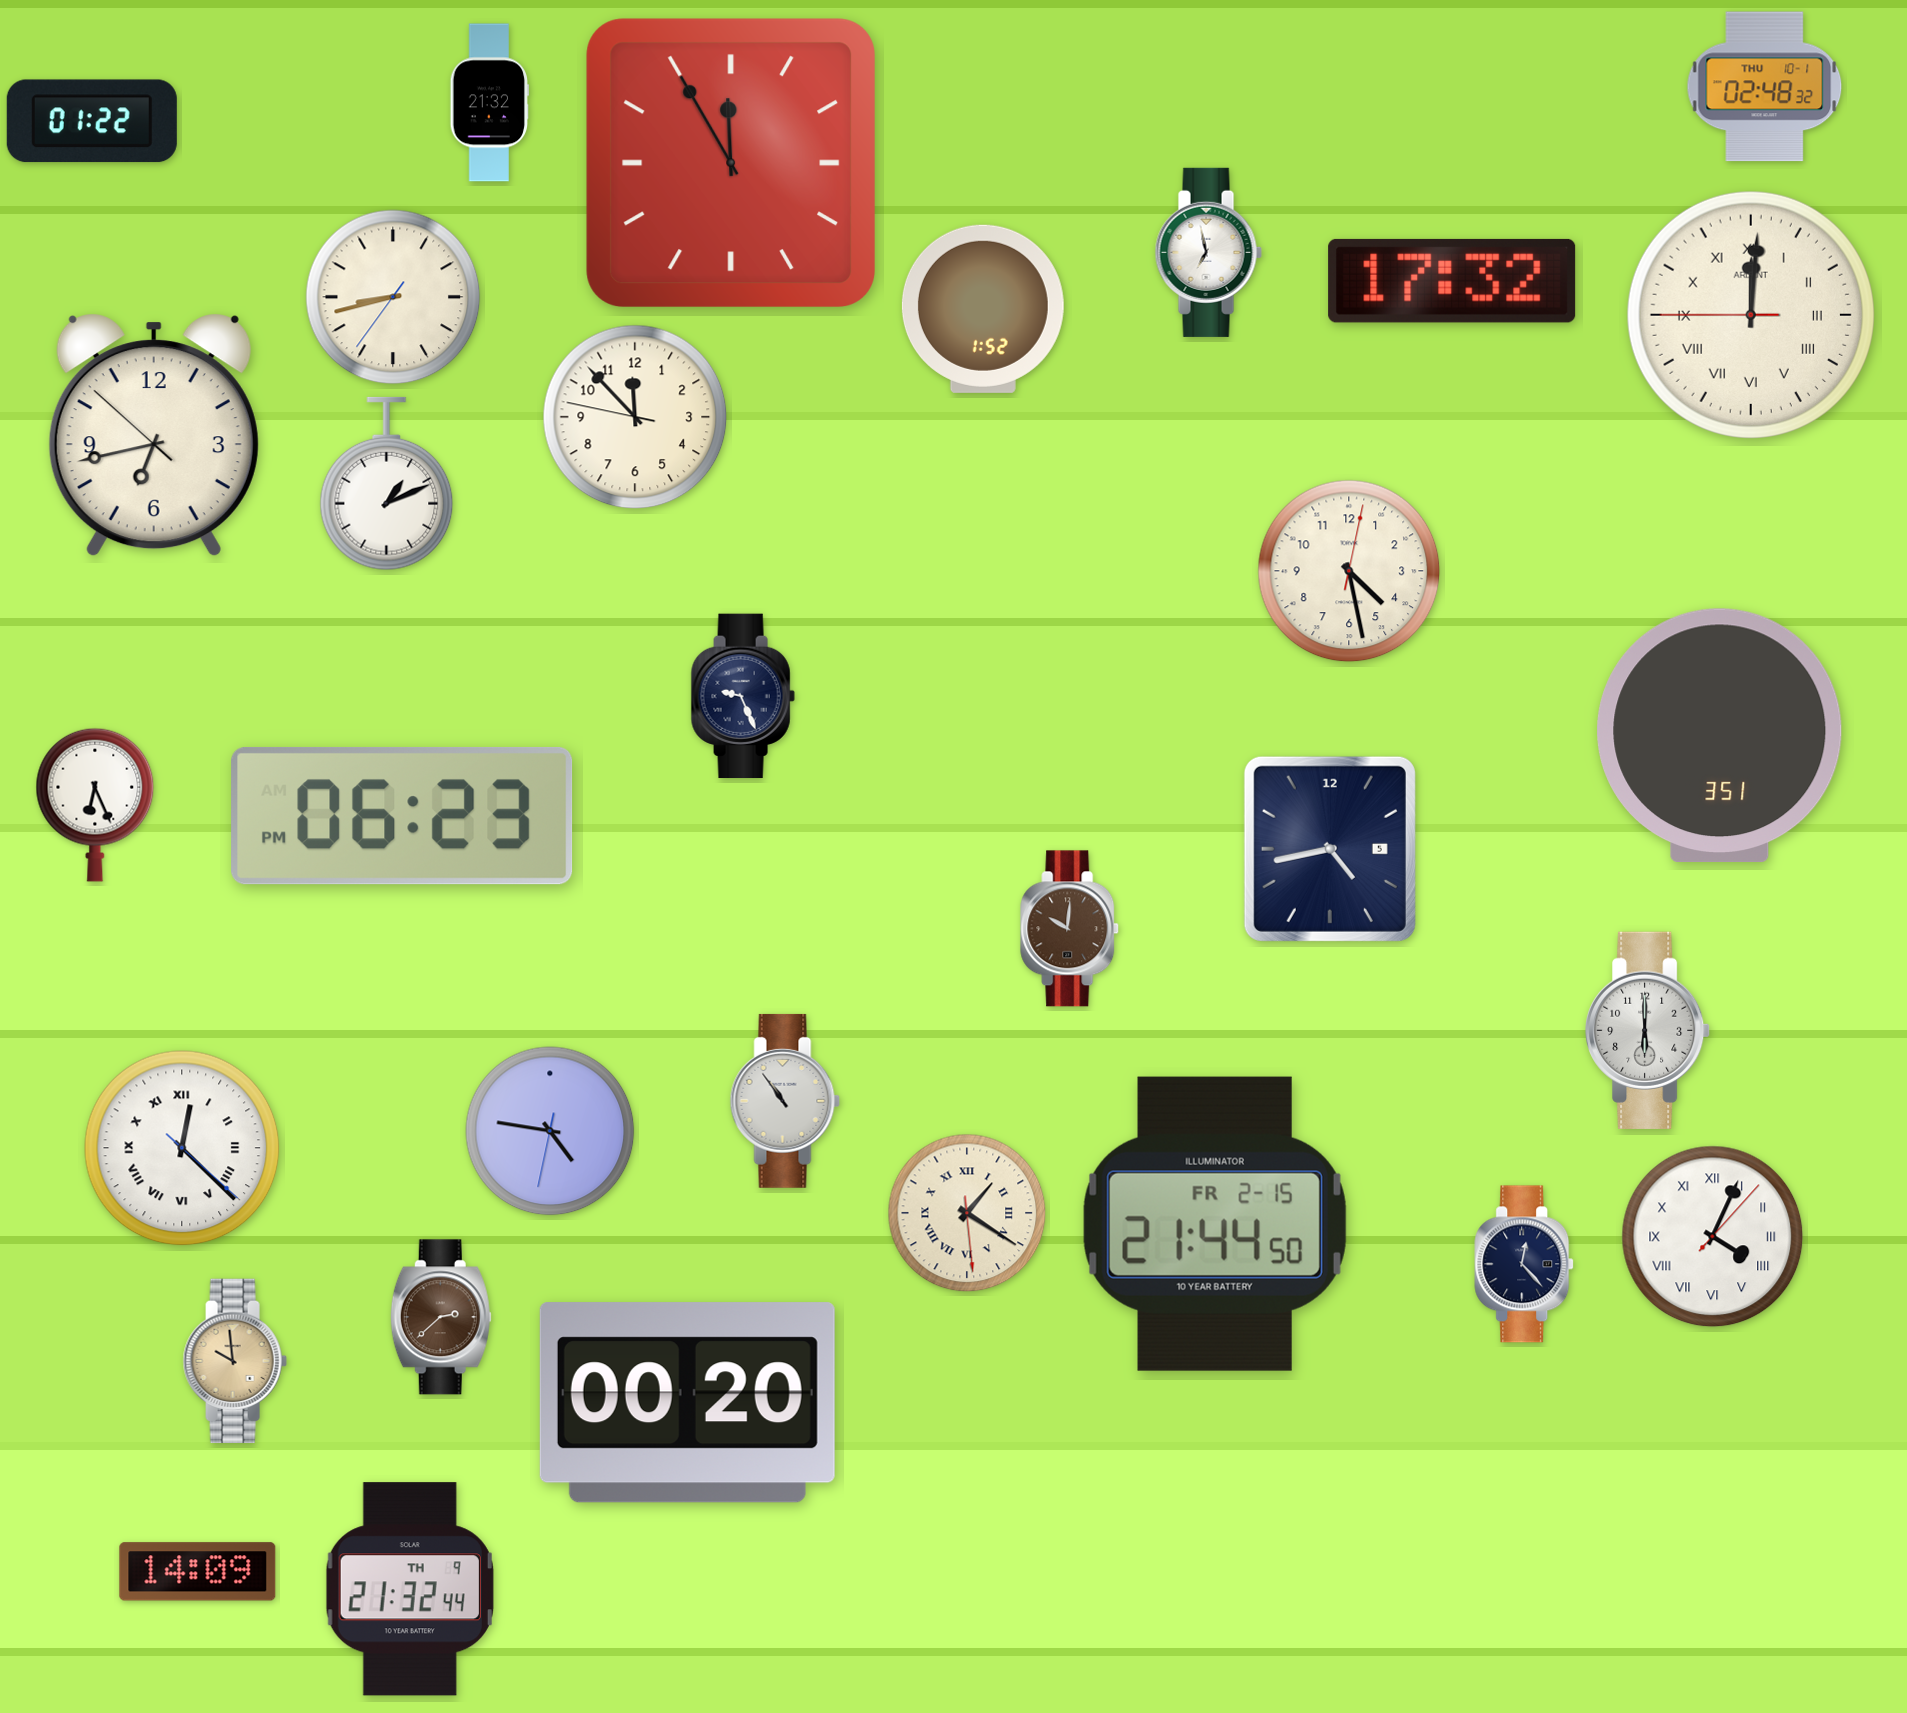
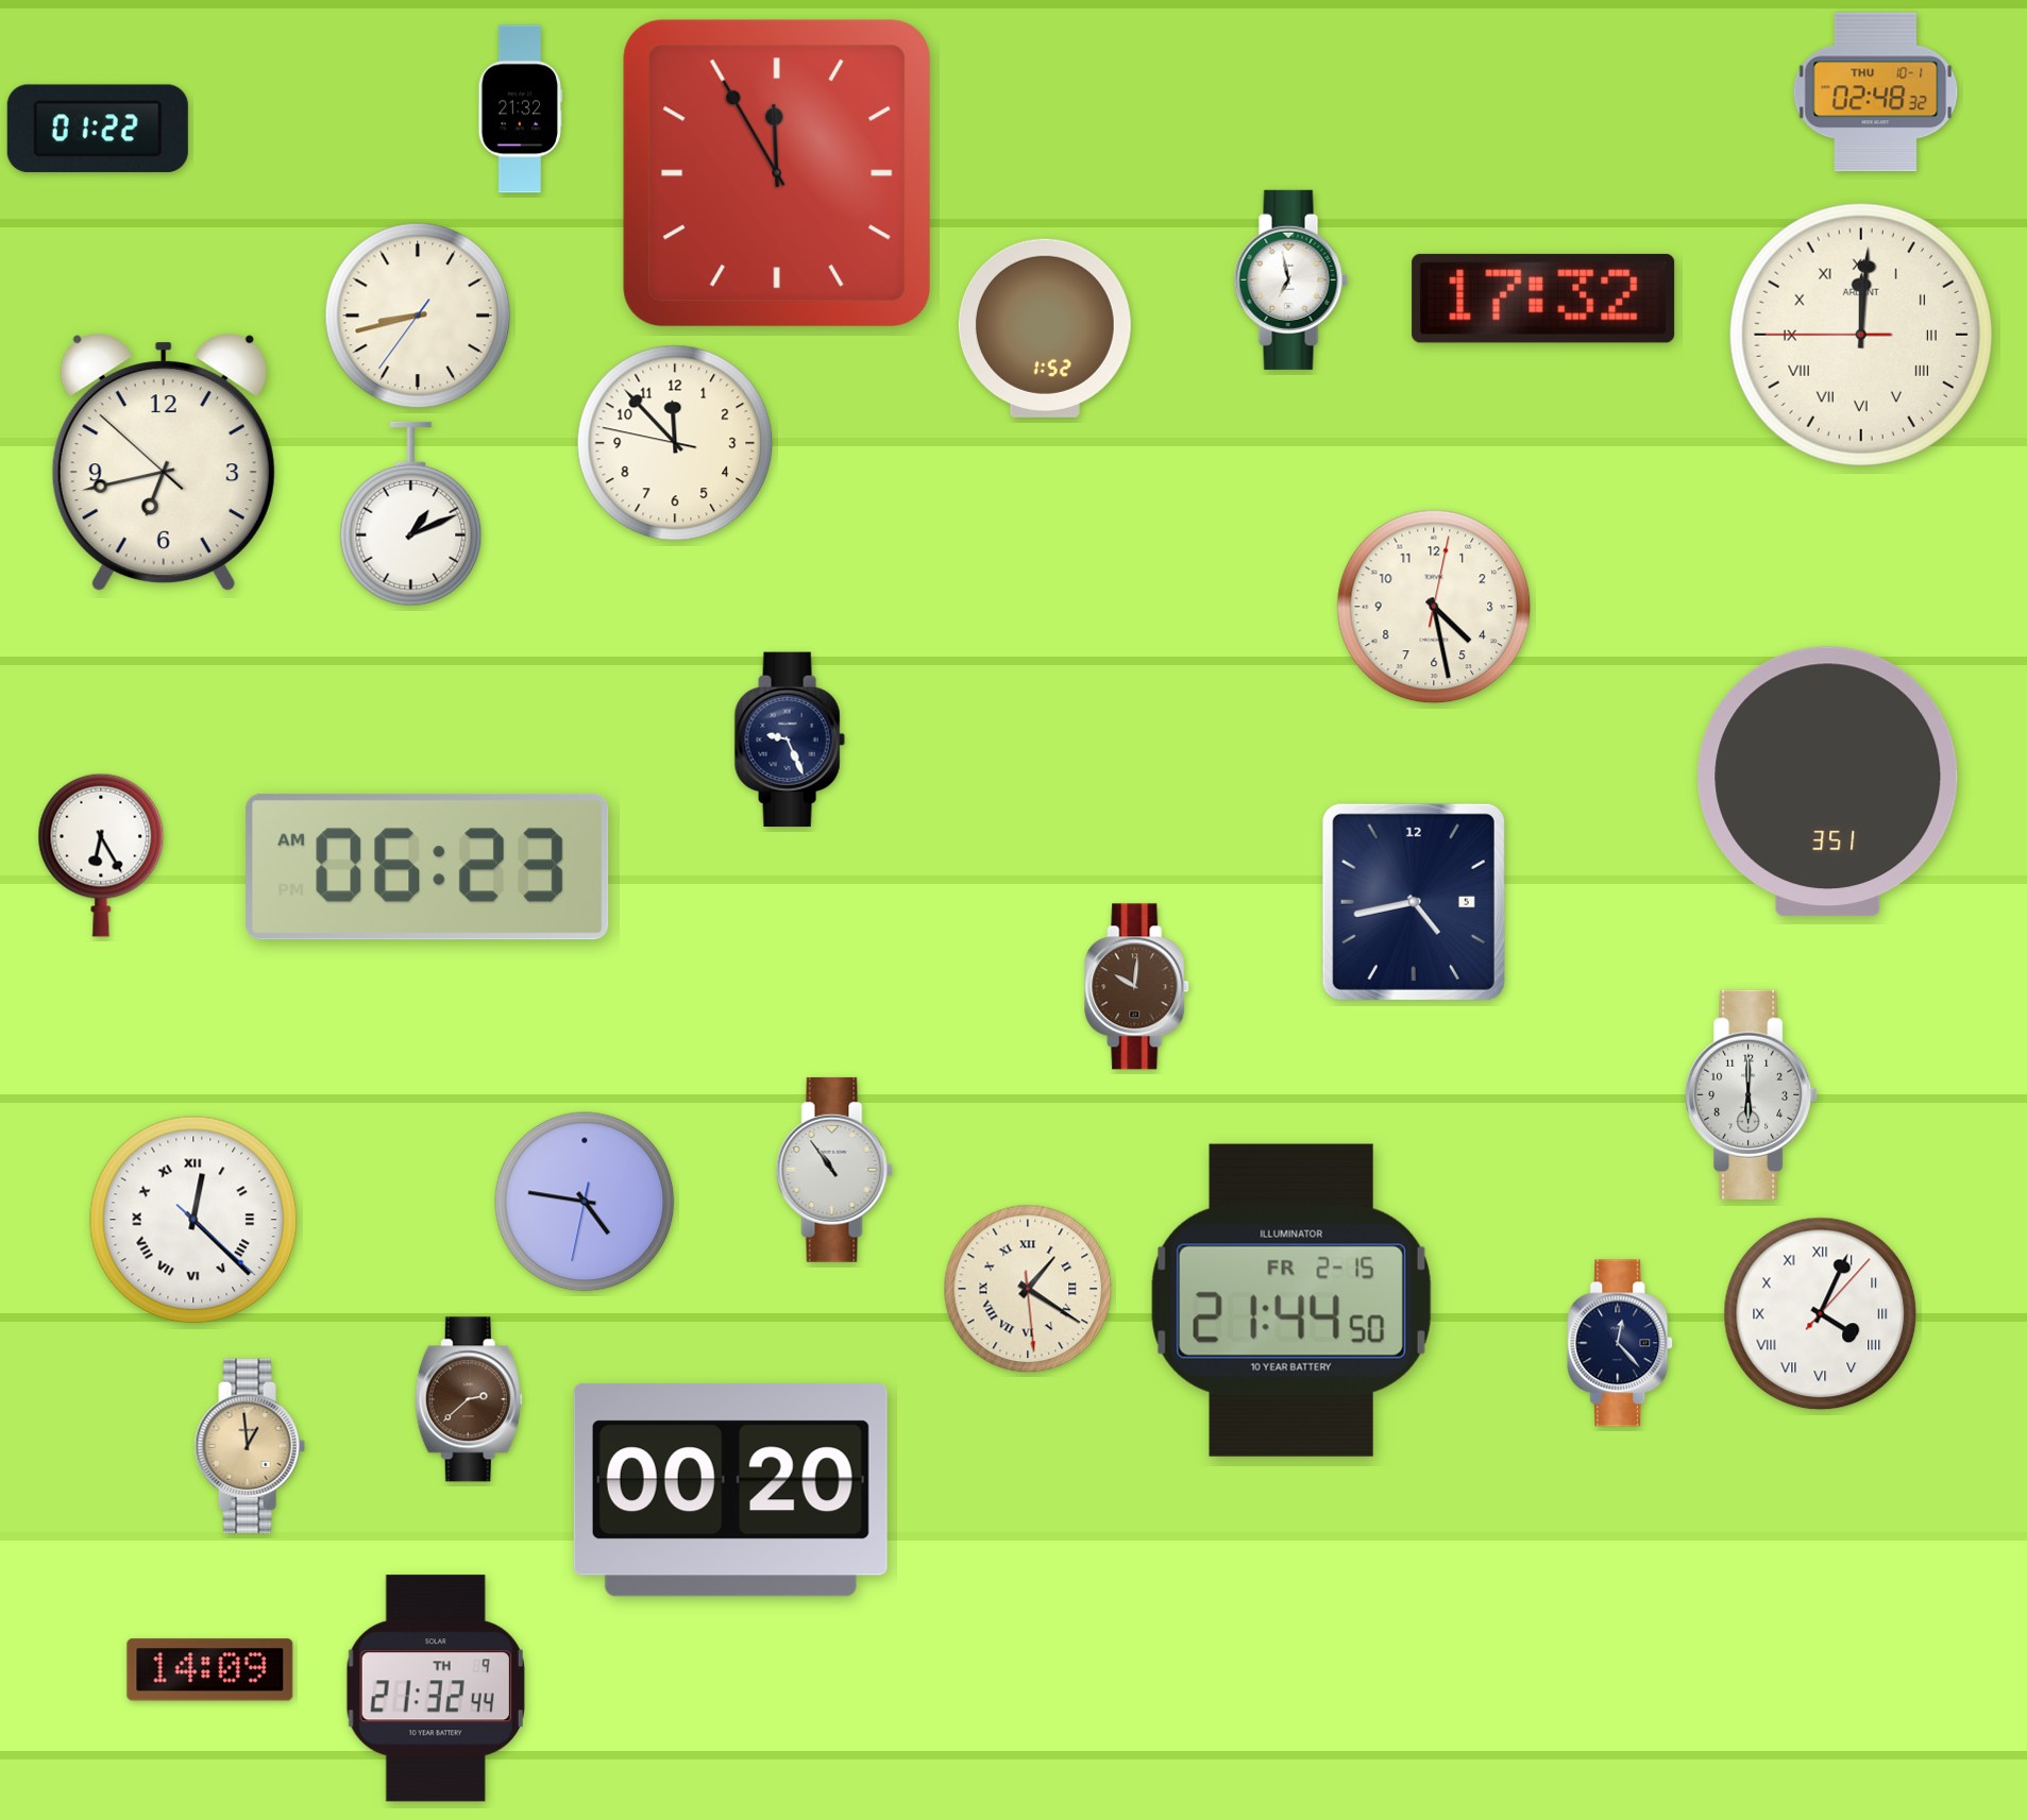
clock at (1208, 252) position: (1208, 252) -> (1290, 279)
clock at (95, 805): 6:26 -> 6:25
clock at (402, 816): 06:23 PM -> 06:23 AM
clock at (235, 1361): 9:59 -> 12:59
